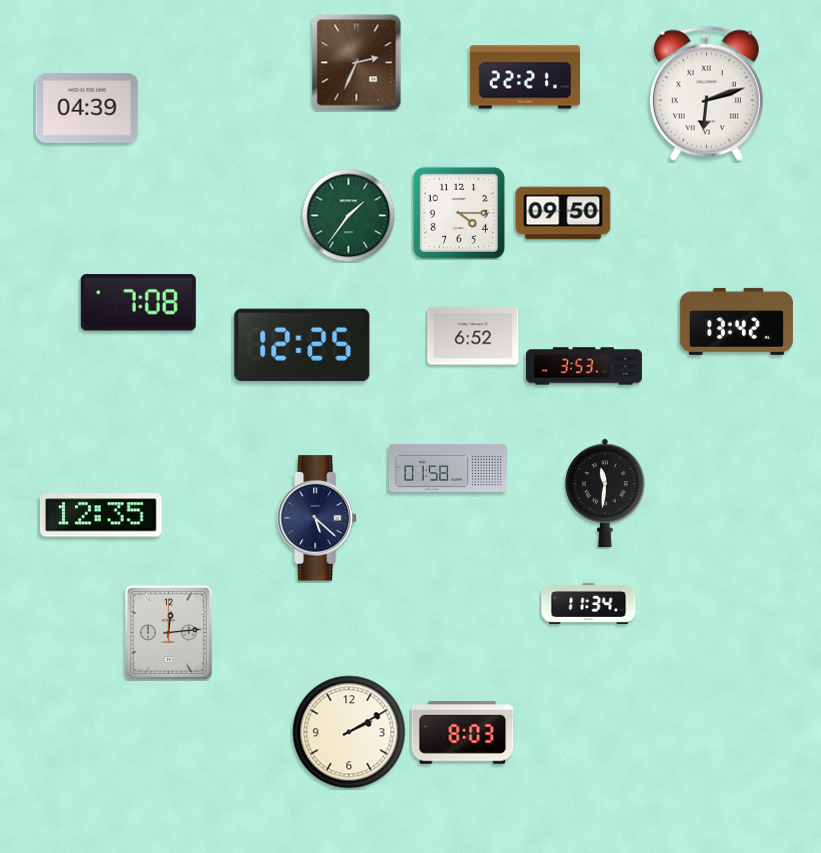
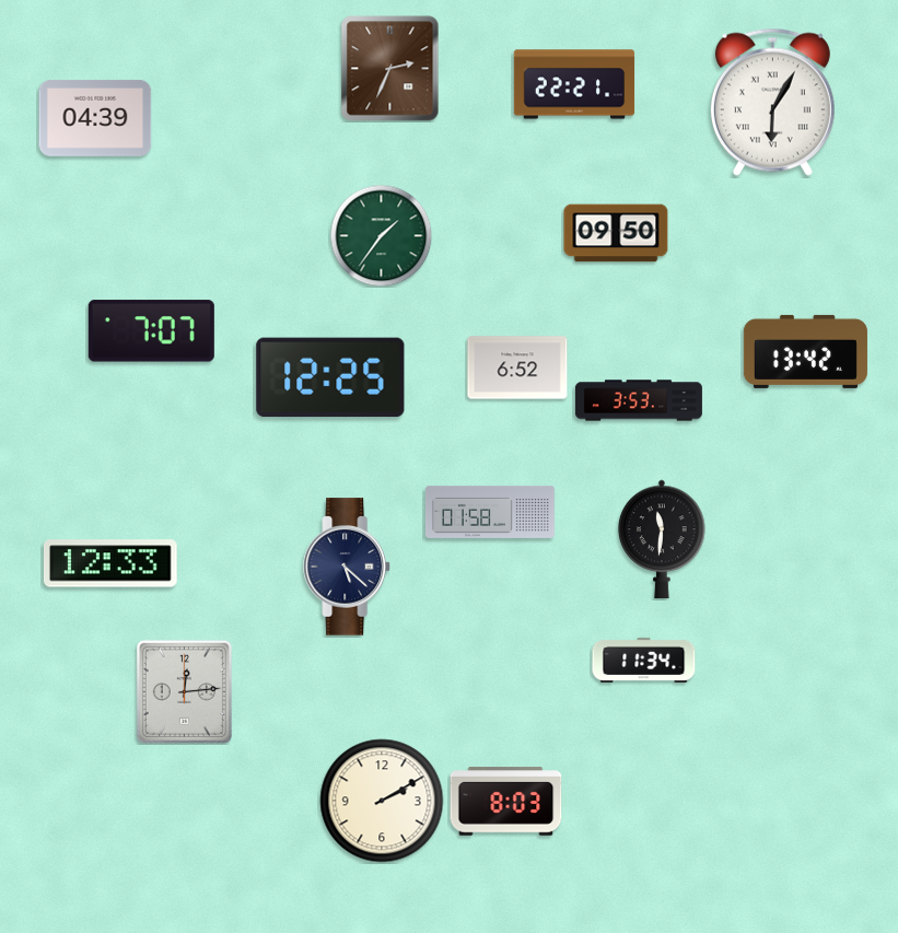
clock at (706, 93): 6:12 -> 6:05
clock at (459, 213): 4:15 -> none
clock at (138, 303): 7:08 -> 7:07
clock at (101, 515): 12:35 -> 12:33
